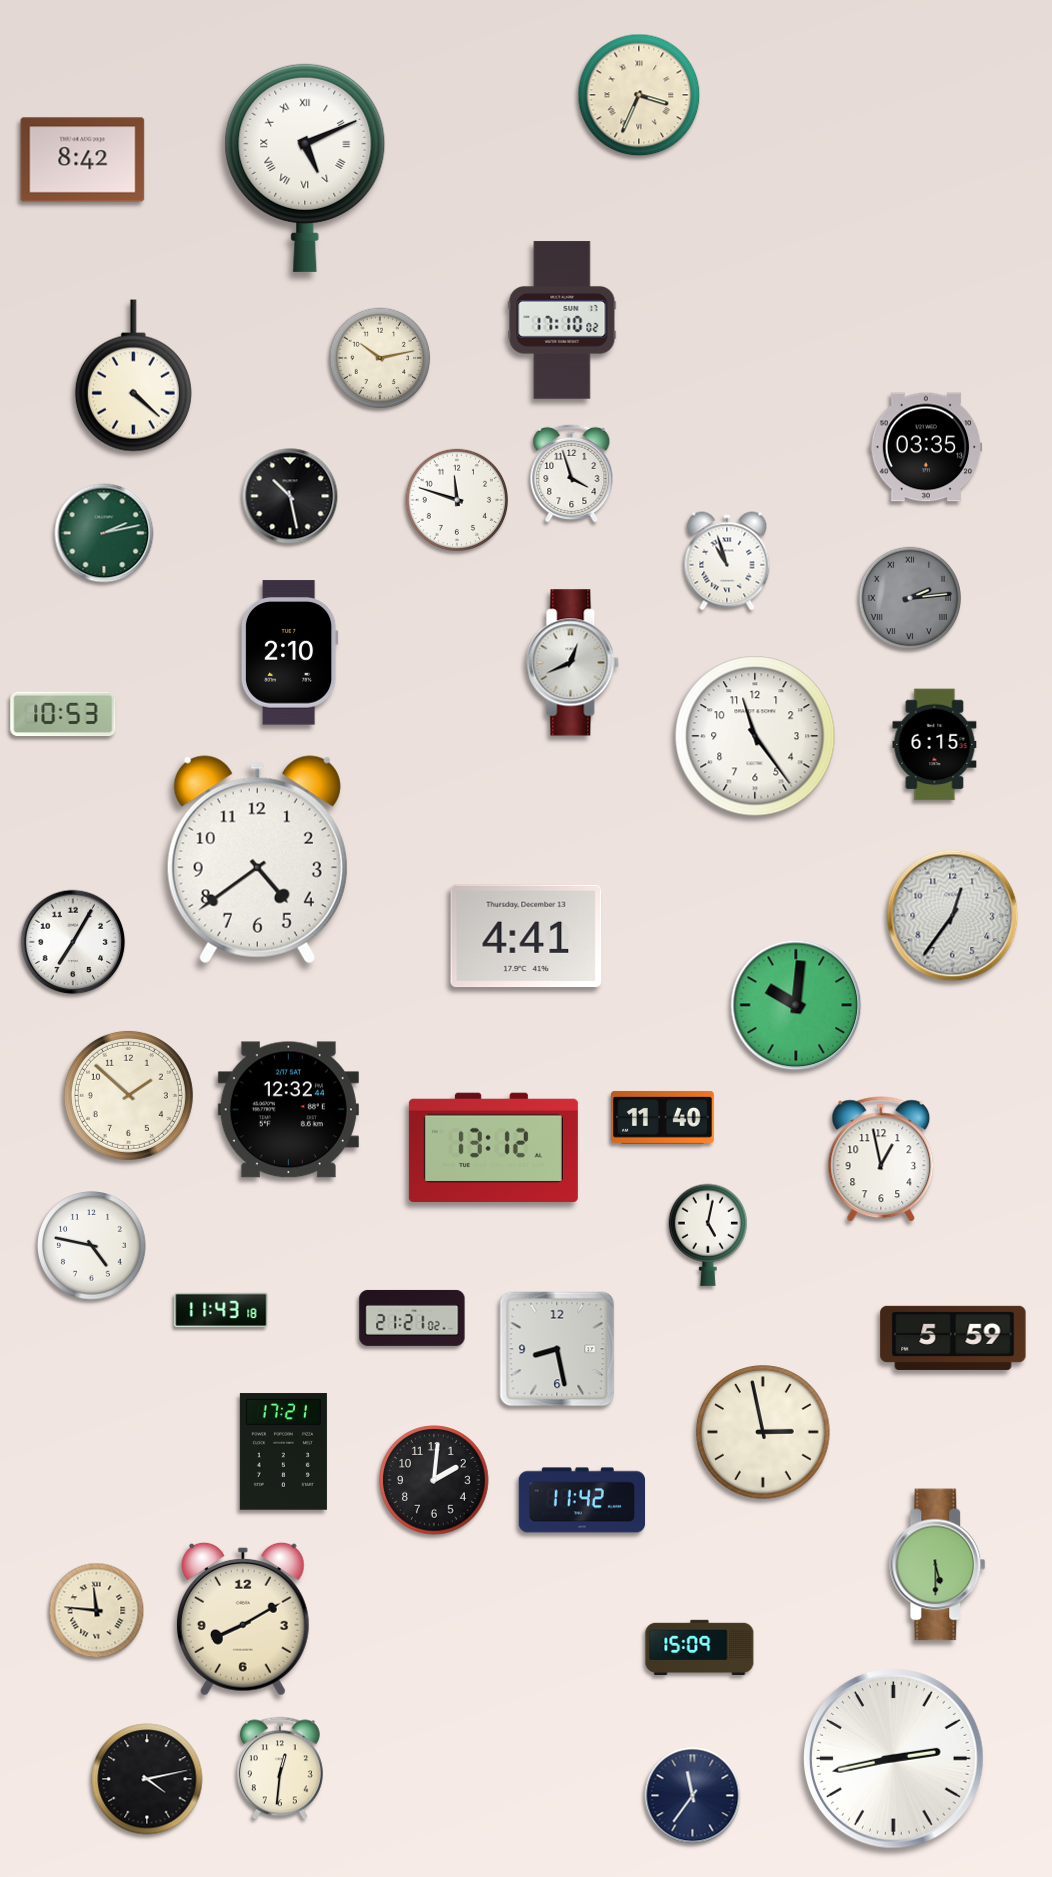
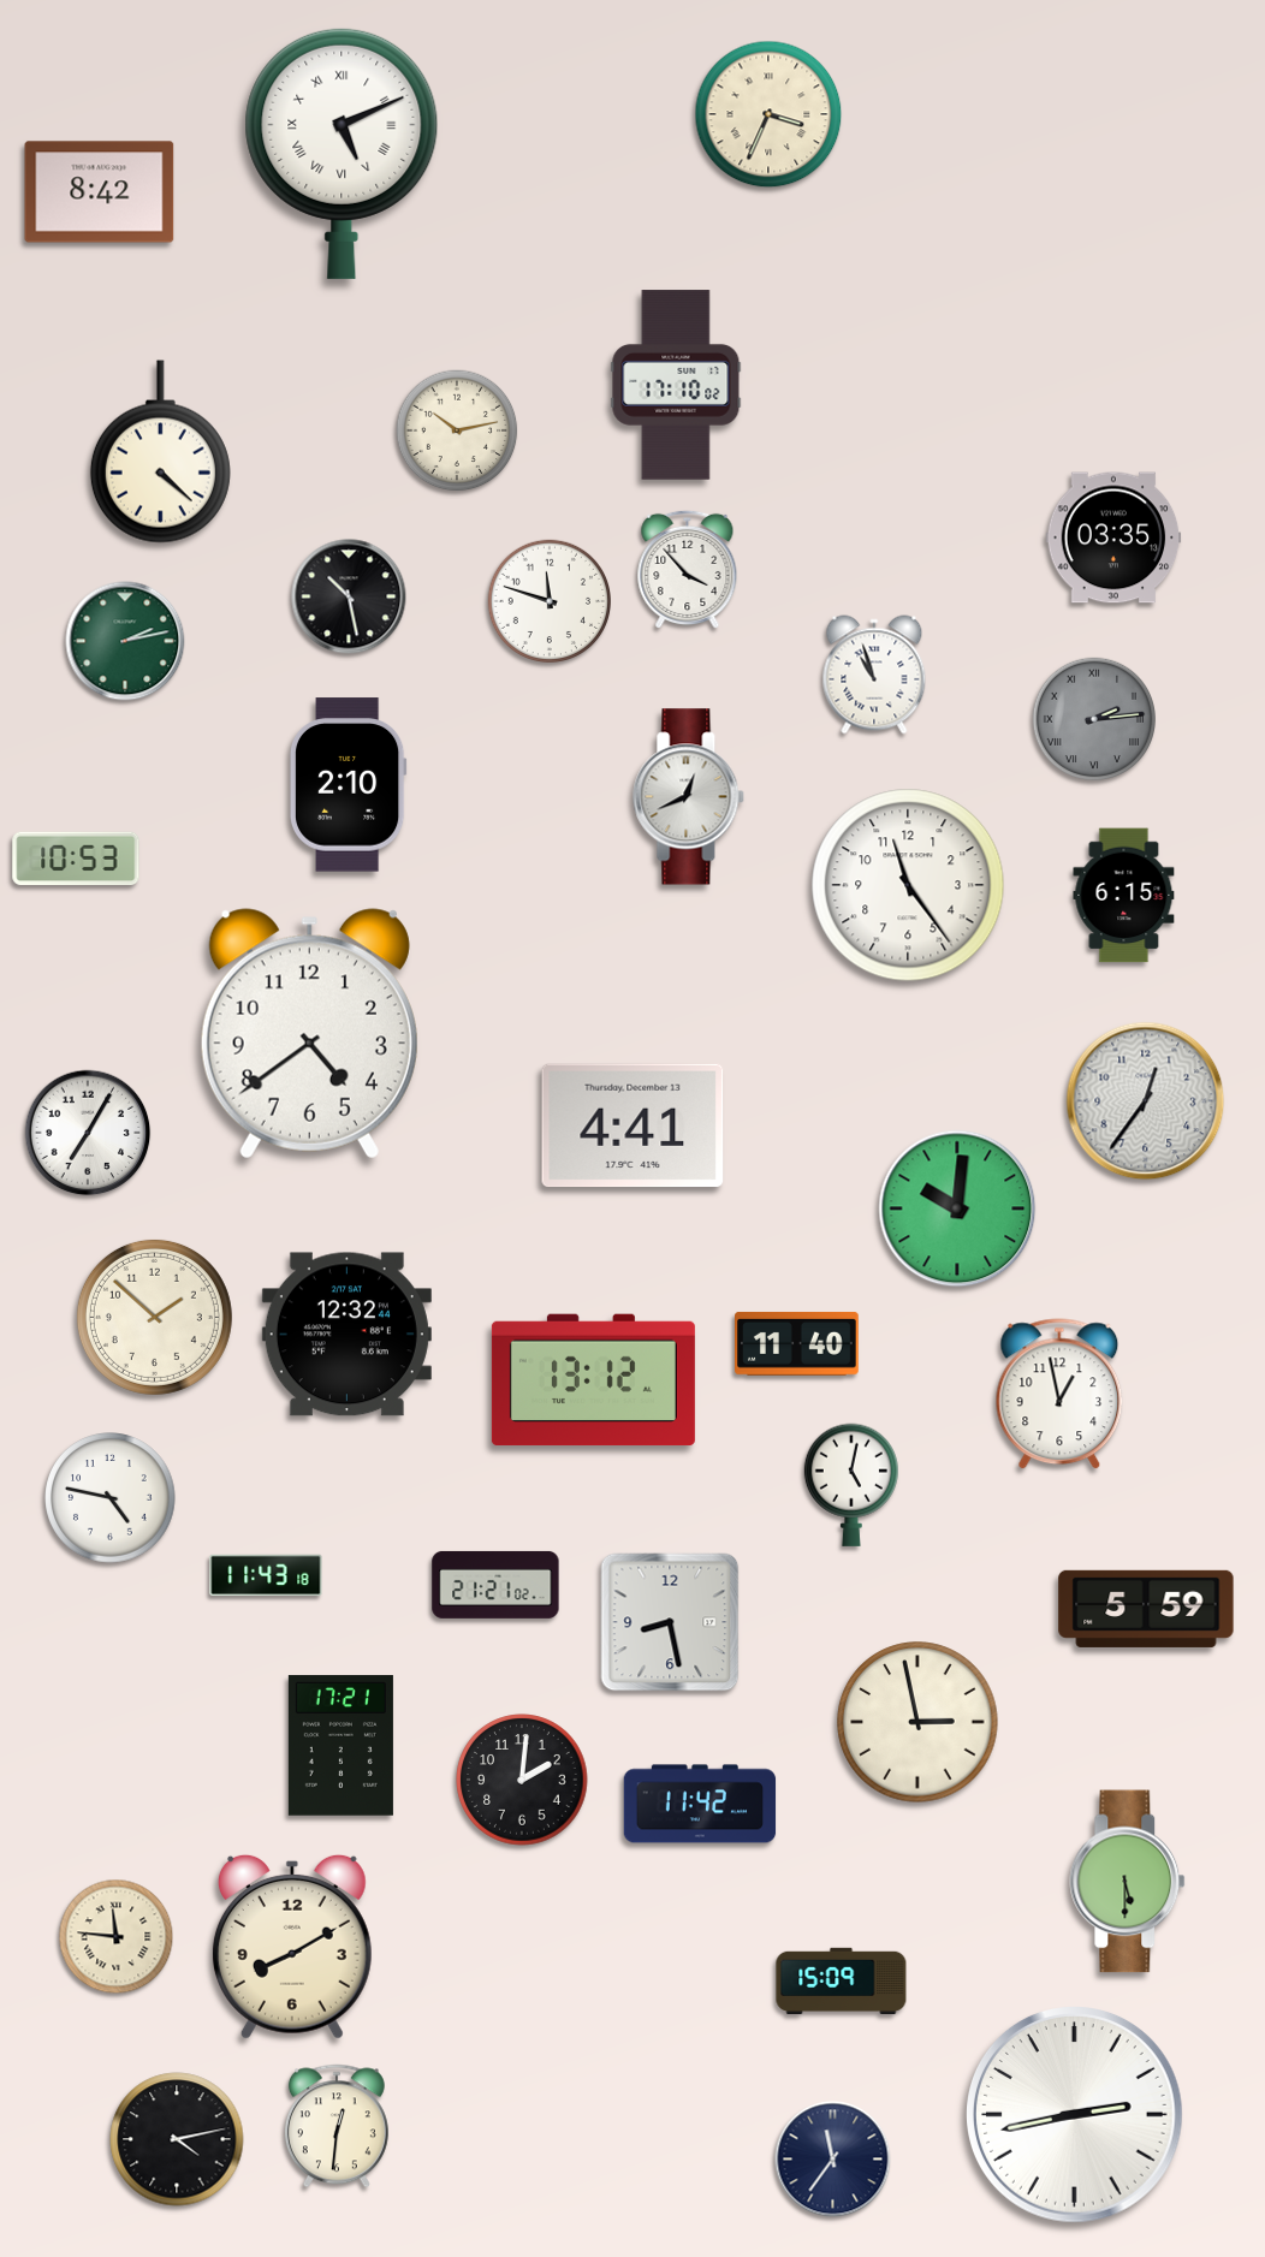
clock at (305, 167) position: (305, 167) -> (342, 153)
clock at (572, 474): 3:57 -> 3:53
